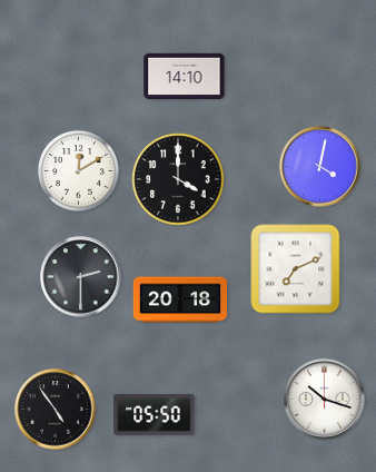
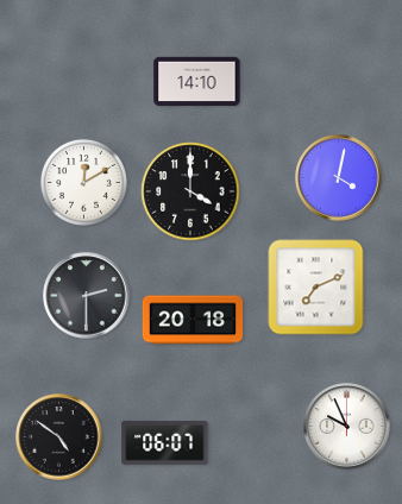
clock at (320, 167) position: (320, 167) -> (339, 178)
clock at (325, 400): 10:18 -> 9:56
clock at (56, 410): 4:54 -> 4:51
clock at (155, 414): 05:50 -> 06:07
